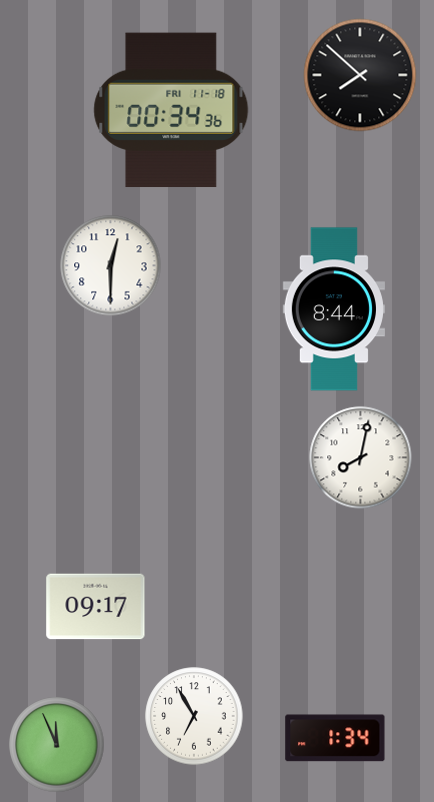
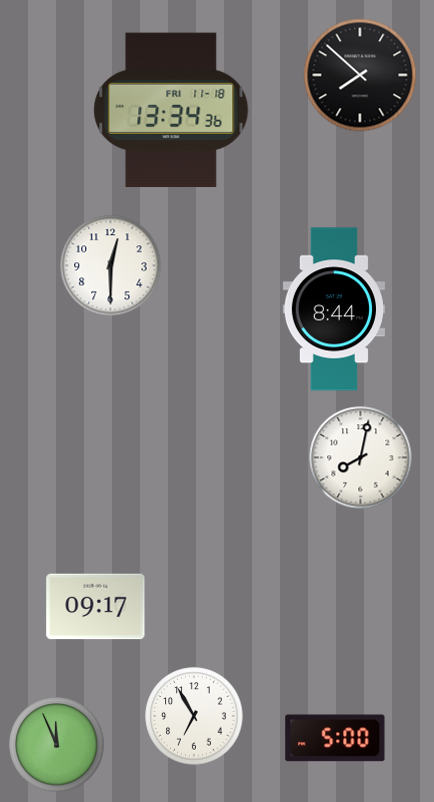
clock at (171, 110): 00:34 -> 13:34
clock at (335, 738): 1:34 -> 5:00
